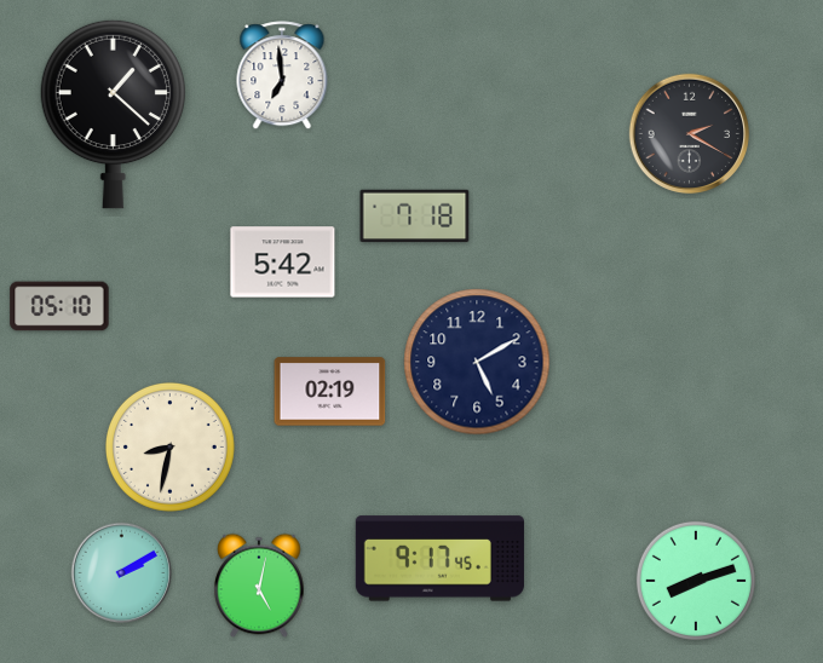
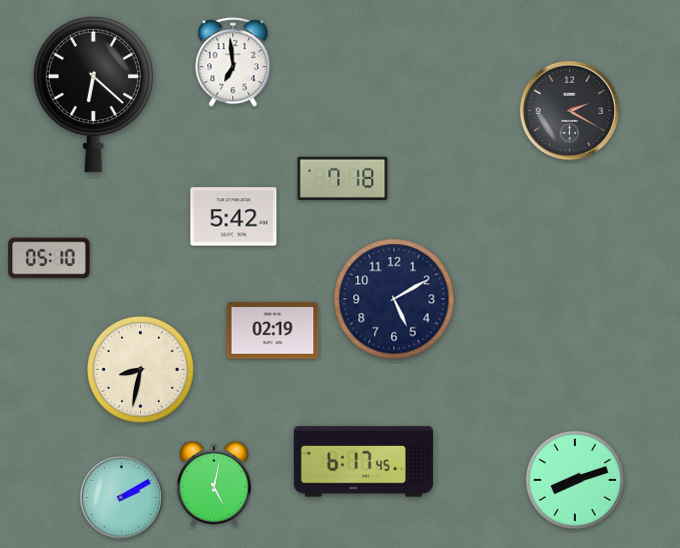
clock at (113, 114): 1:22 -> 6:22
clock at (59, 306) position: (59, 306) -> (49, 258)
clock at (330, 392) position: (330, 392) -> (273, 331)
clock at (439, 559): 9:17 -> 6:17
clock at (122, 573) position: (122, 573) -> (122, 498)
